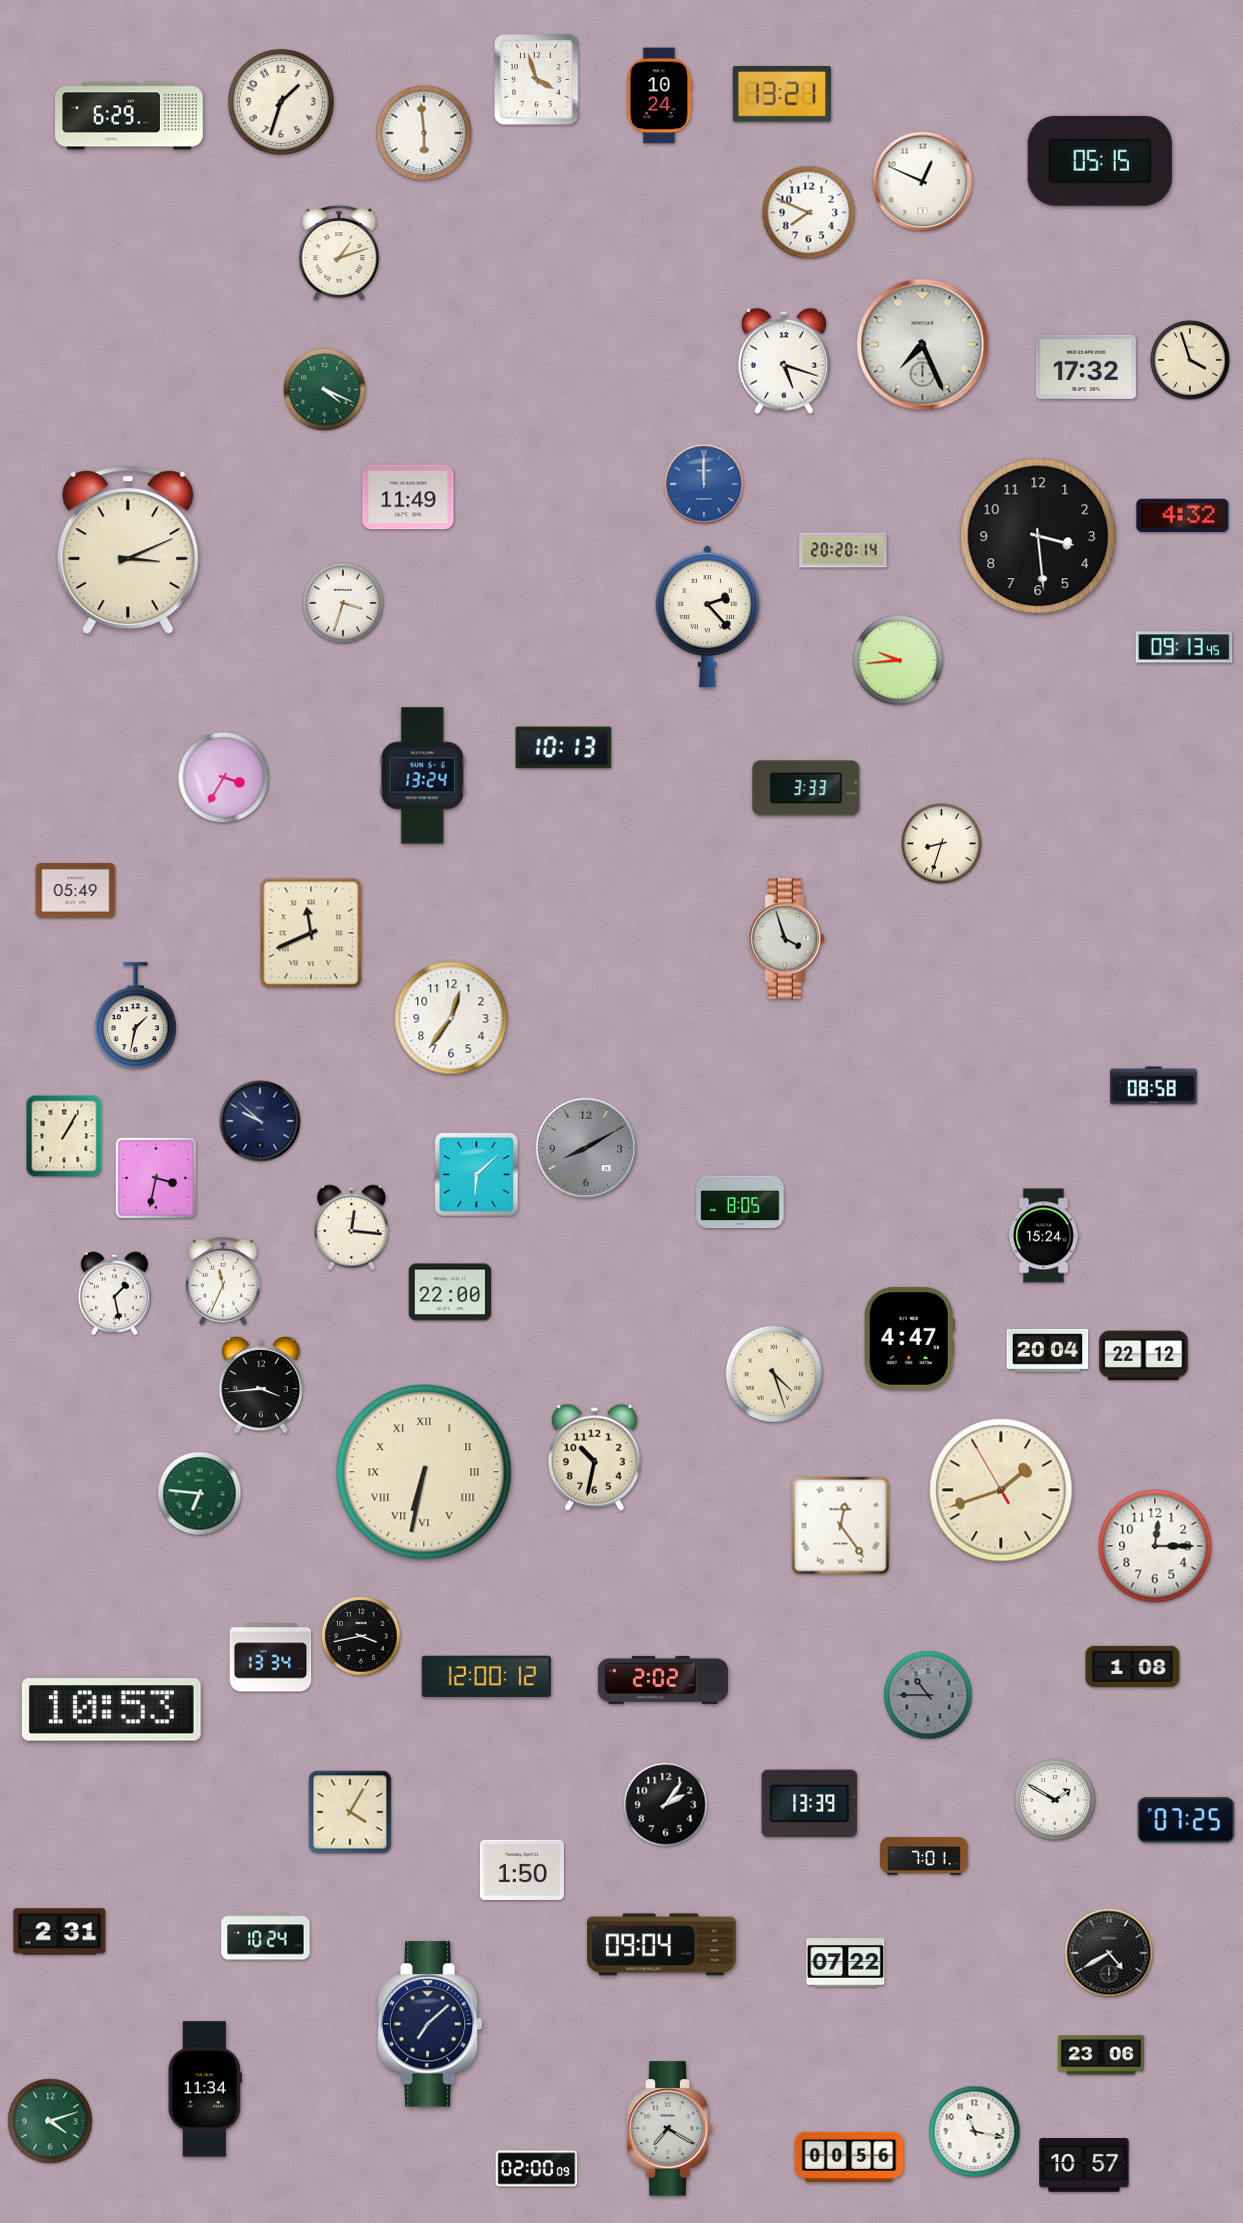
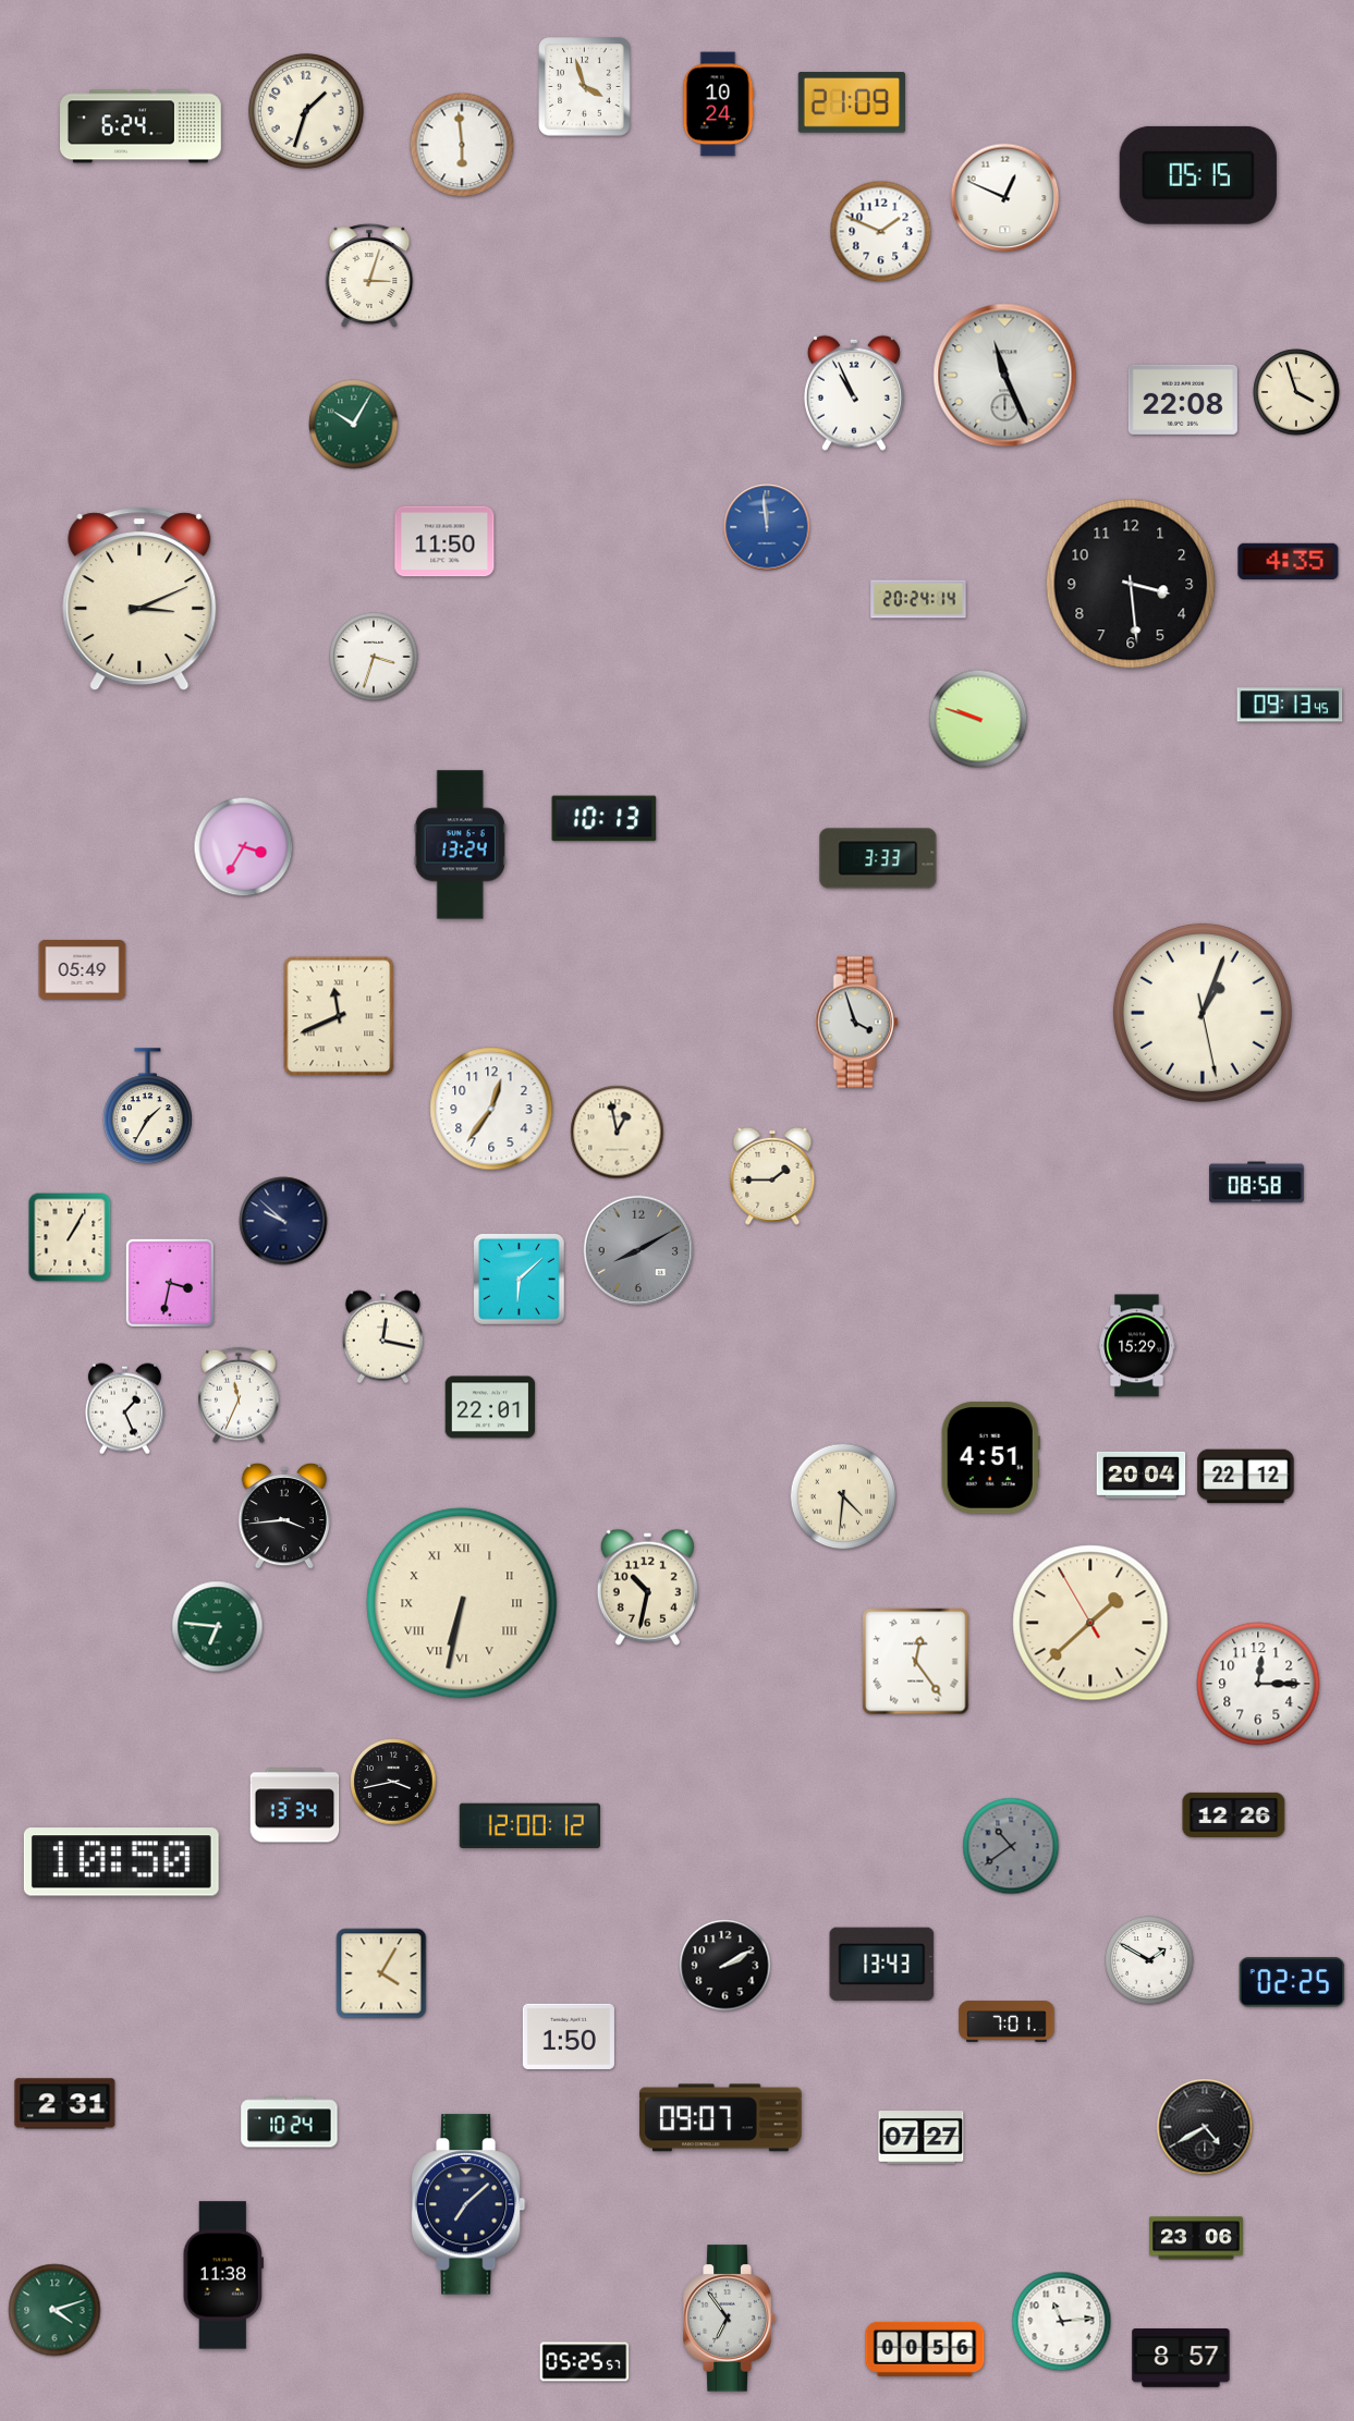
clock at (781, 94): 13:21 -> 21:09
clock at (130, 116): 6:29 -> 6:24
clock at (809, 213): 7:49 -> 1:49
clock at (339, 253): 1:12 -> 3:03
clock at (923, 345): 7:26 -> 11:26
clock at (784, 361): 5:18 -> 10:56
clock at (1086, 367): 17:32 -> 22:08
clock at (325, 390): 4:19 -> 10:05
clock at (704, 484): 12:00 -> 11:59
clock at (408, 497): 11:49 -> 11:50
clock at (1183, 515): 4:32 -> 4:35
clock at (843, 550): 20:20 -> 20:24
clock at (707, 616): 2:23 -> none
clock at (898, 660): 9:44 -> 9:48
clock at (564, 748) position: (564, 748) -> (605, 819)
clock at (942, 844): 8:33 -> none
clock at (1203, 1013): none -> 1:03
clock at (135, 1016): 1:32 -> 1:35
clock at (618, 1133): none -> 12:58
clock at (772, 1176): none -> 1:45
clock at (740, 1202): 8:05 -> none
clock at (351, 1228): 12:16 -> 12:17
clock at (1044, 1236): 15:24 -> 15:29
clock at (223, 1281) position: (223, 1281) -> (239, 1395)
clock at (450, 1292): 22:00 -> 22:01
clock at (114, 1294): 1:28 -> 1:26
clock at (909, 1339): 4:47 -> 4:51
clock at (1048, 1350) position: (1048, 1350) -> (1142, 1475)
clock at (774, 1374): 4:27 -> 4:31
clock at (261, 1385) position: (261, 1385) -> (284, 1516)
clock at (1001, 1490): 1:41 -> 1:37
clock at (1133, 1666): 1:08 -> 12:26
clock at (663, 1680): 2:02 -> none
clock at (928, 1695): 10:45 -> 10:39
clock at (111, 1710): 10:53 -> 10:50
clock at (810, 1804): 13:39 -> 13:43
clock at (666, 1805): 2:06 -> 2:10
clock at (1186, 1820): 07:25 -> 02:25
clock at (266, 1937) position: (266, 1937) -> (290, 2123)
clock at (662, 1945): 09:04 -> 09:07
clock at (1109, 1953) position: (1109, 1953) -> (1205, 2127)
clock at (846, 1963): 07:22 -> 07:27
clock at (1102, 2055) position: (1102, 2055) -> (1197, 2238)
clock at (205, 2089): 11:34 -> 11:38
clock at (669, 2129): 7:20 -> 6:54
clock at (975, 2132): 11:17 -> 11:14
clock at (1084, 2165): 10:57 -> 8:57
clock at (537, 2169): 02:00 -> 05:25
